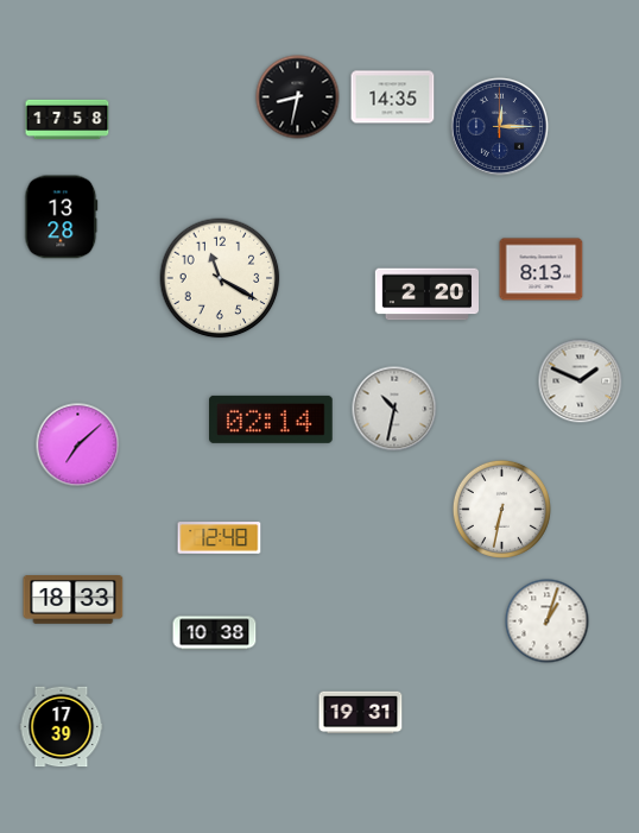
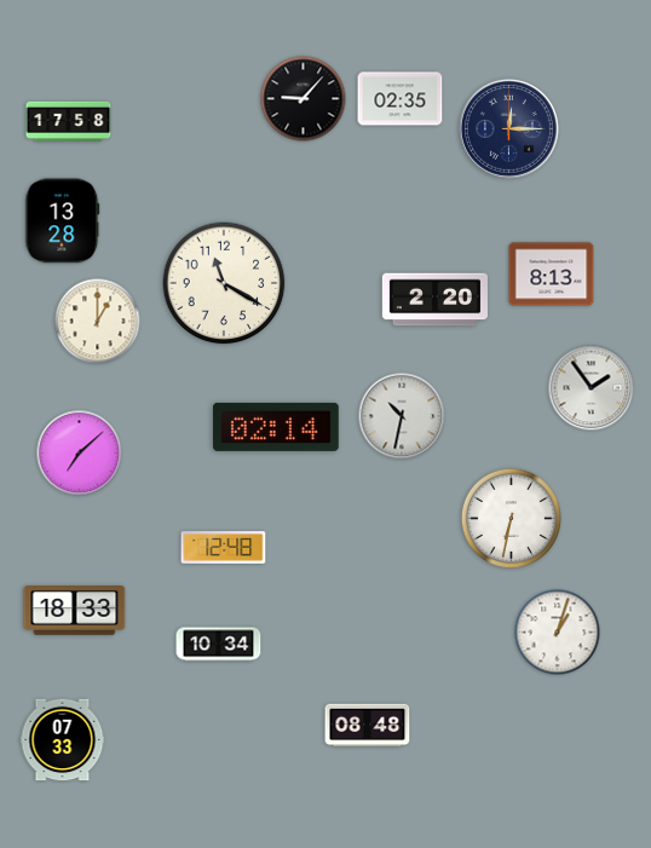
clock at (298, 97): 8:32 -> 9:07
clock at (393, 97): 14:35 -> 02:35
clock at (98, 322): none -> 1:00
clock at (581, 381): 1:49 -> 1:54
clock at (215, 633): 10:38 -> 10:34
clock at (361, 713): 19:31 -> 08:48
clock at (62, 727): 17:39 -> 07:33
